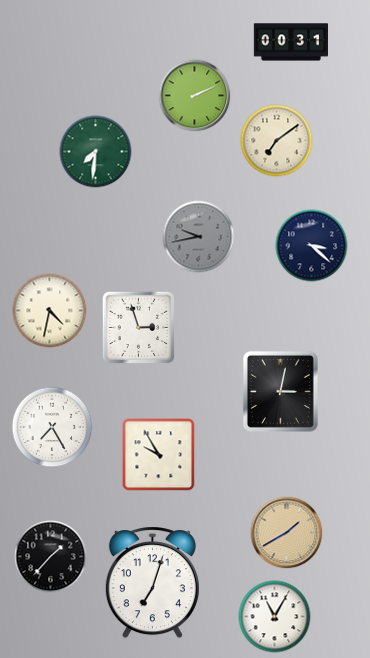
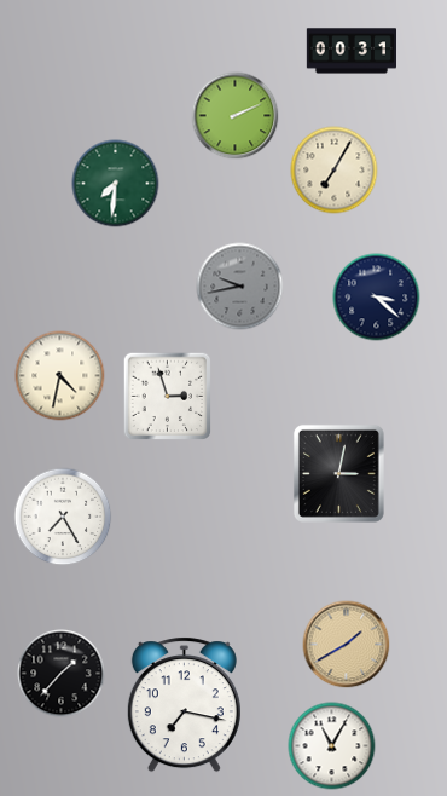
clock at (277, 141): 7:09 -> 7:05
clock at (159, 455): 9:55 -> none
clock at (152, 583): 7:03 -> 7:17
